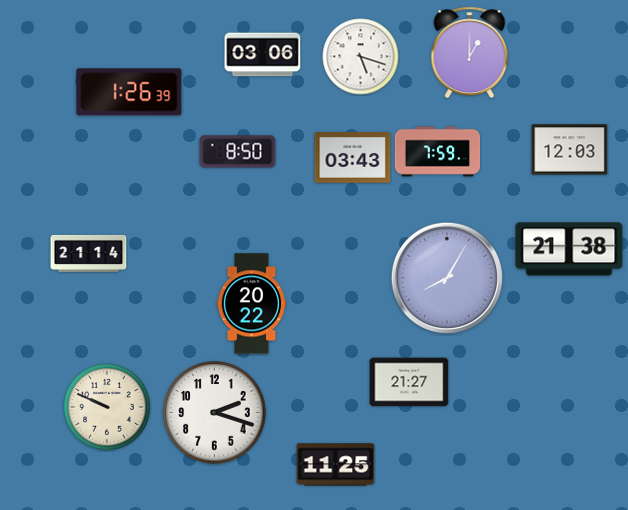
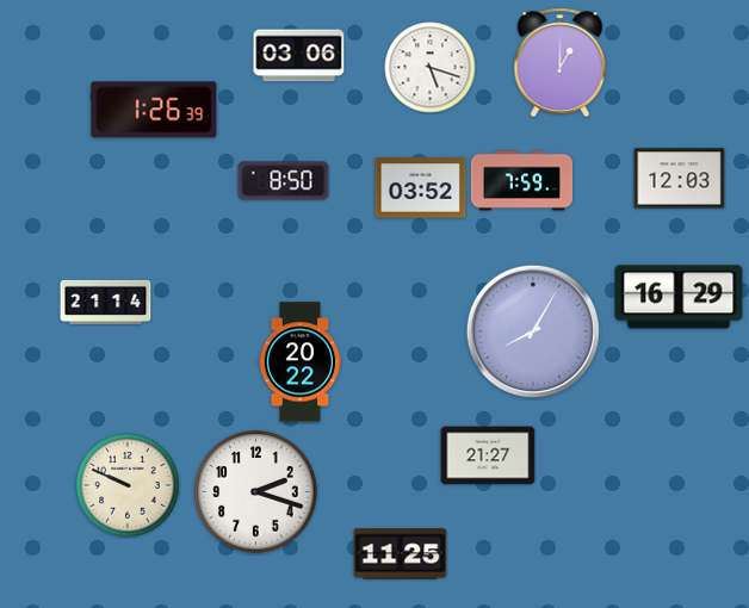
clock at (263, 55) position: (263, 55) -> (299, 56)
clock at (353, 158): 03:43 -> 03:52
clock at (569, 249): 21:38 -> 16:29
